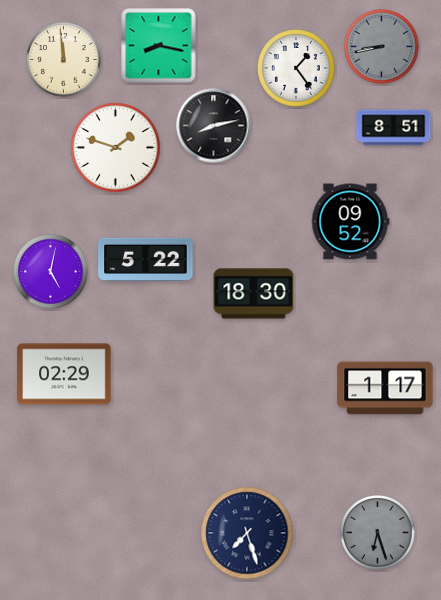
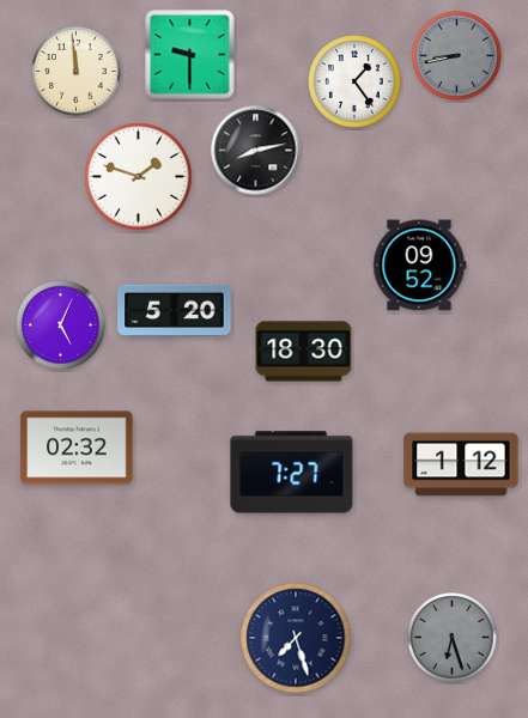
clock at (159, 46): 8:17 -> 9:30
clock at (394, 128): 8:51 -> none
clock at (146, 259): 5:22 -> 5:20
clock at (51, 272): 5:02 -> 5:04
clock at (64, 374): 02:29 -> 02:32
clock at (385, 388): 1:17 -> 1:12
clock at (292, 473): none -> 7:27
